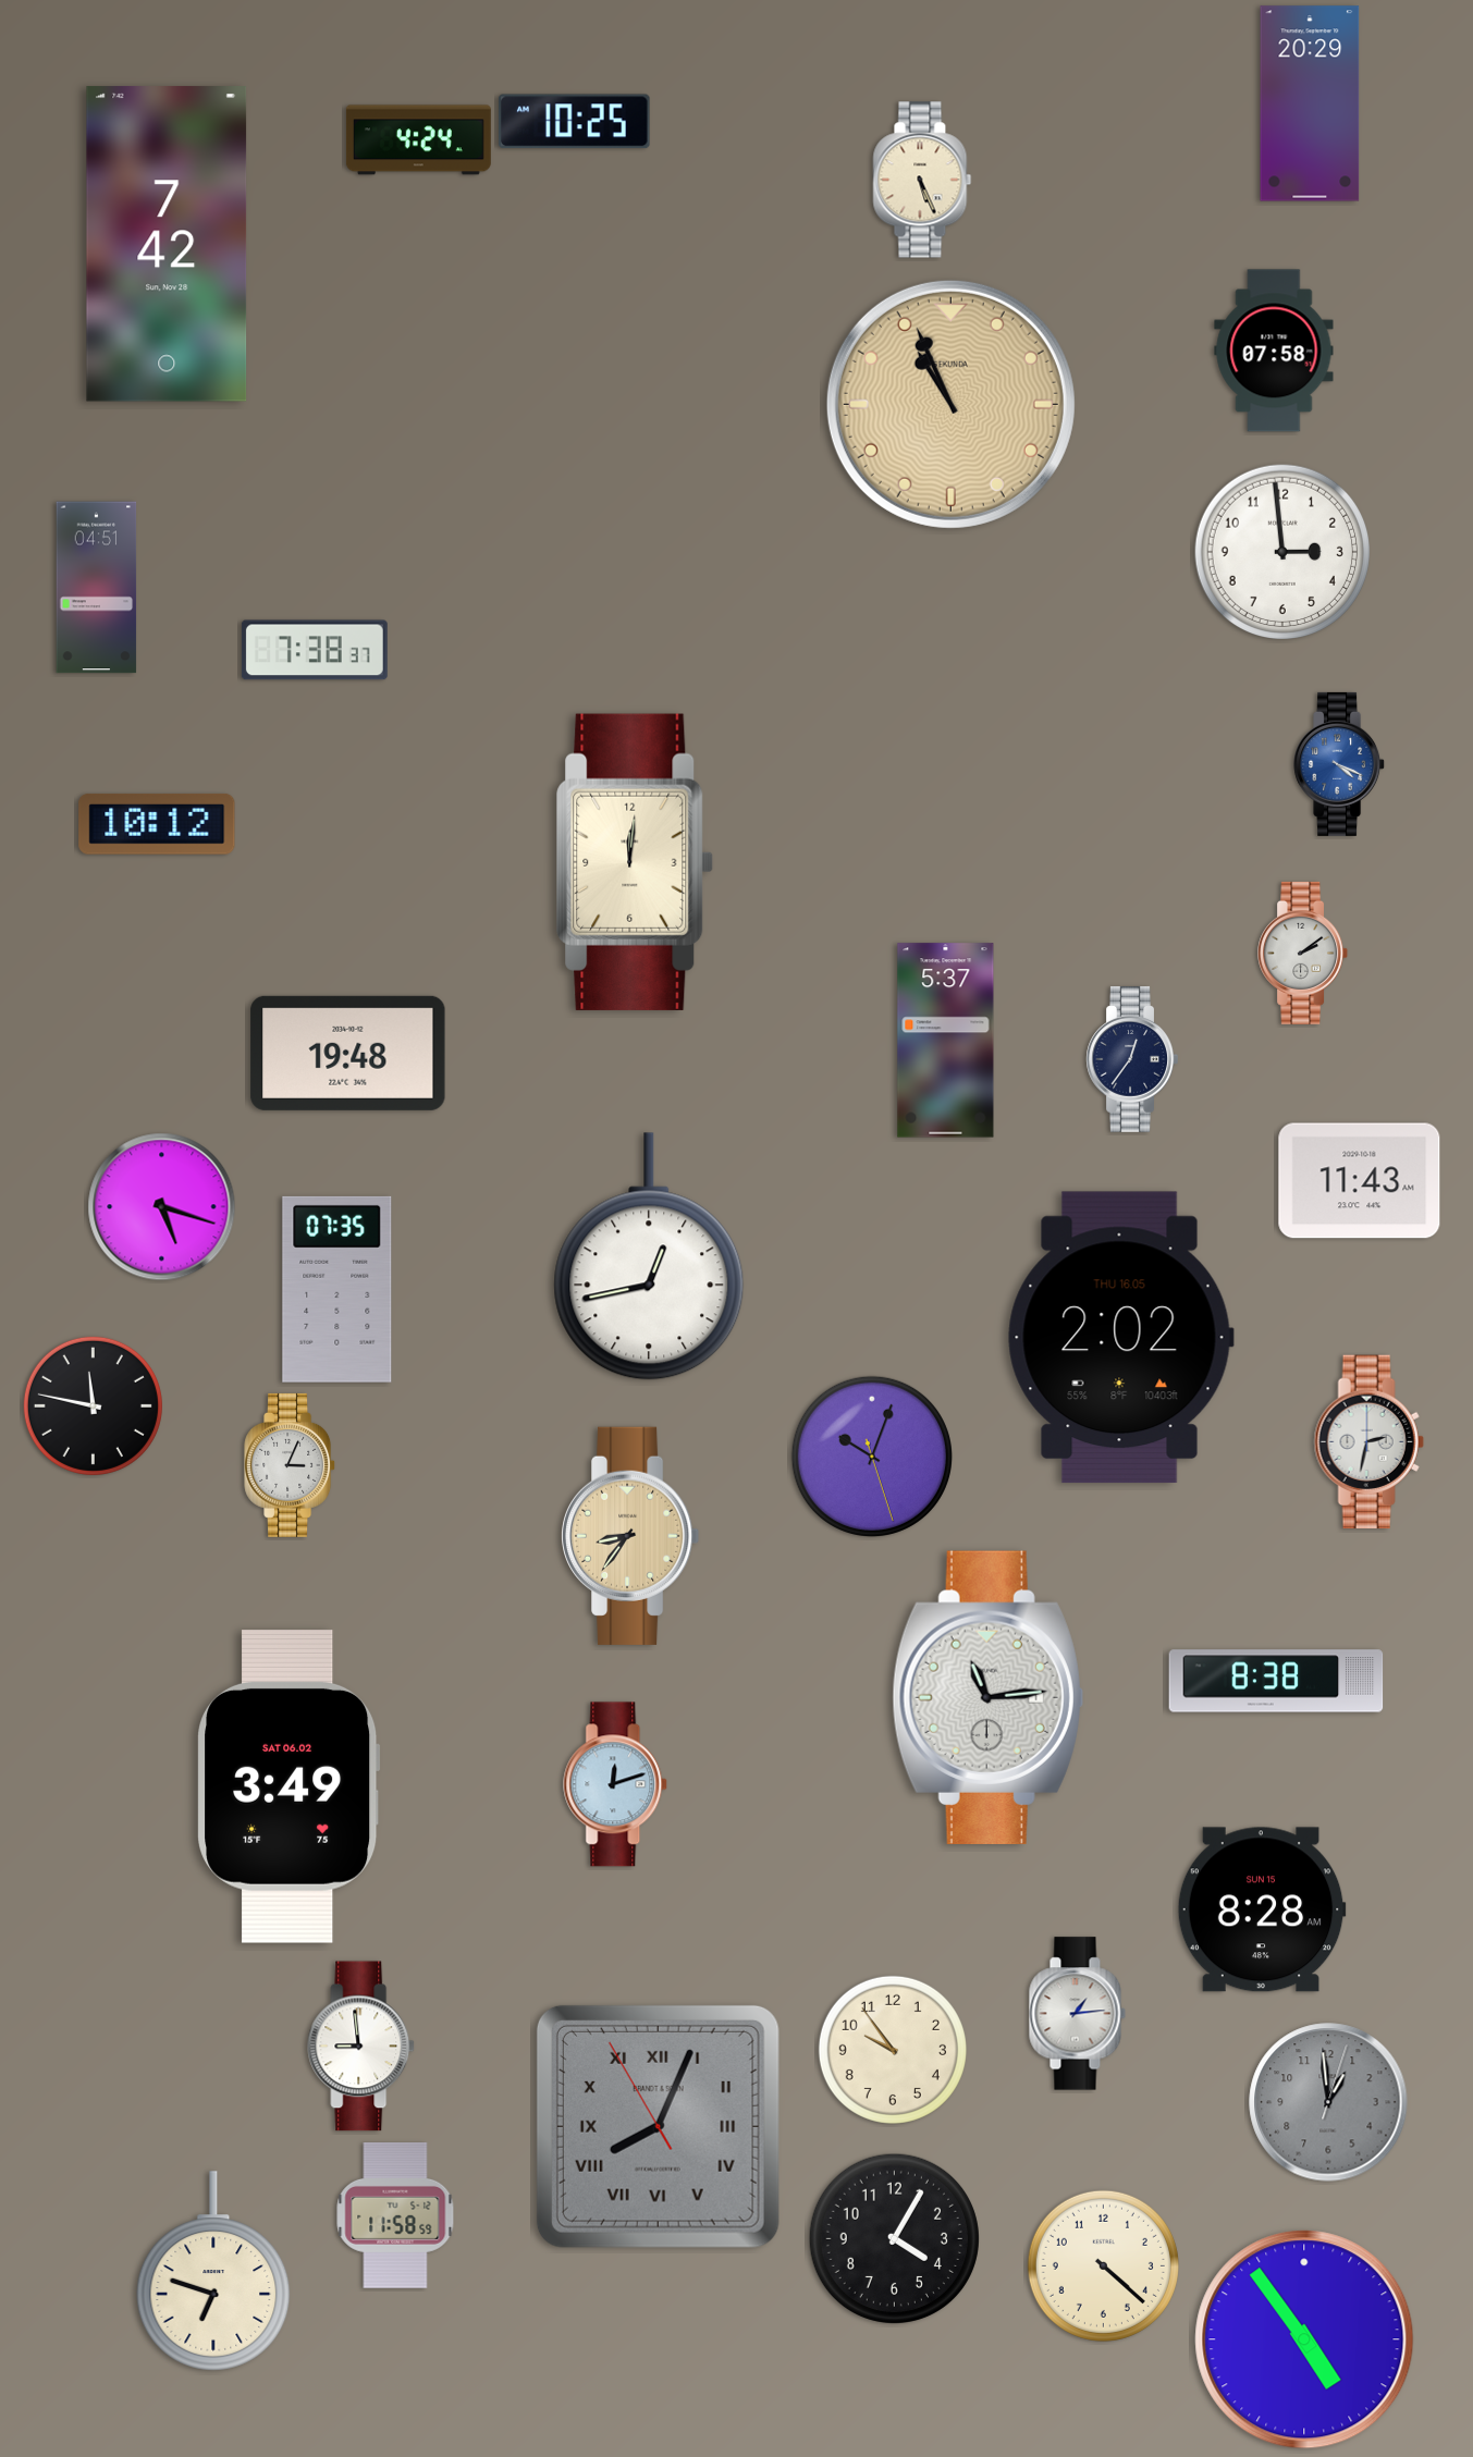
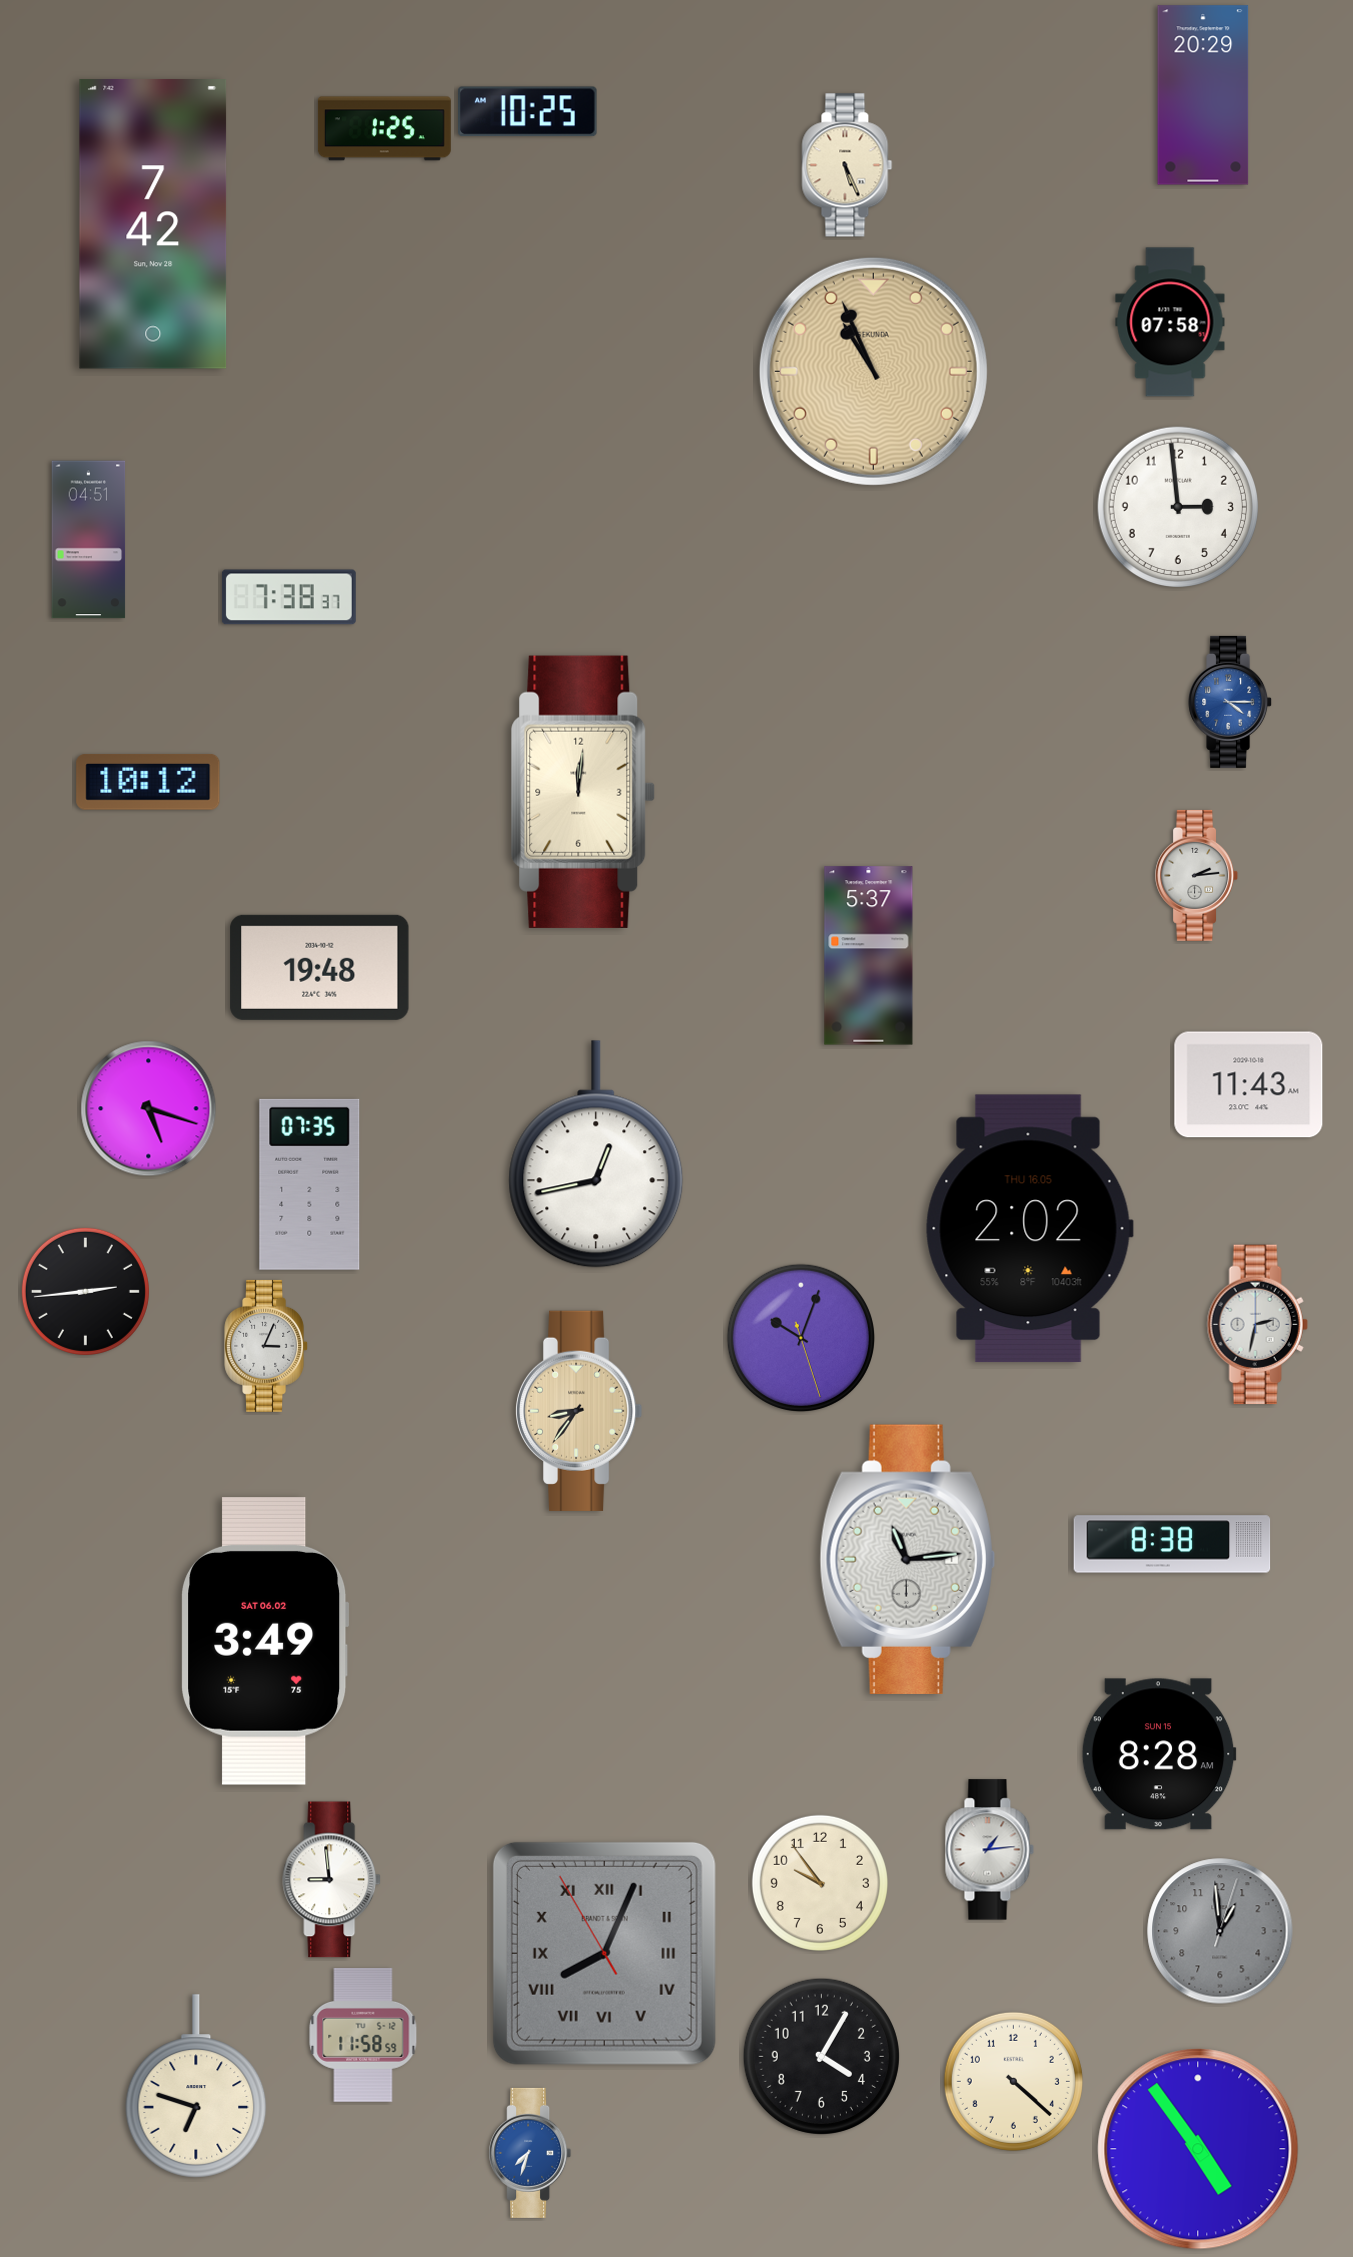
clock at (418, 140): 4:24 -> 1:25
clock at (1340, 764): 4:19 -> 4:15
clock at (157, 824) position: (157, 824) -> (148, 782)
clock at (1303, 953): 2:09 -> 2:14
clock at (1132, 1059): 12:36 -> none
clock at (93, 1405): 11:47 -> 2:44
clock at (616, 1784): 12:12 -> none
clock at (530, 2153): none -> 7:33
